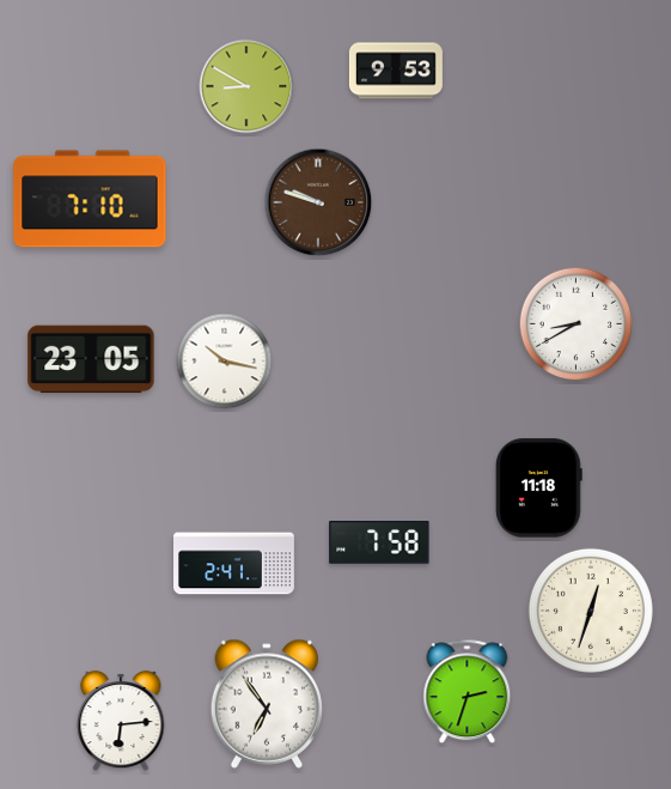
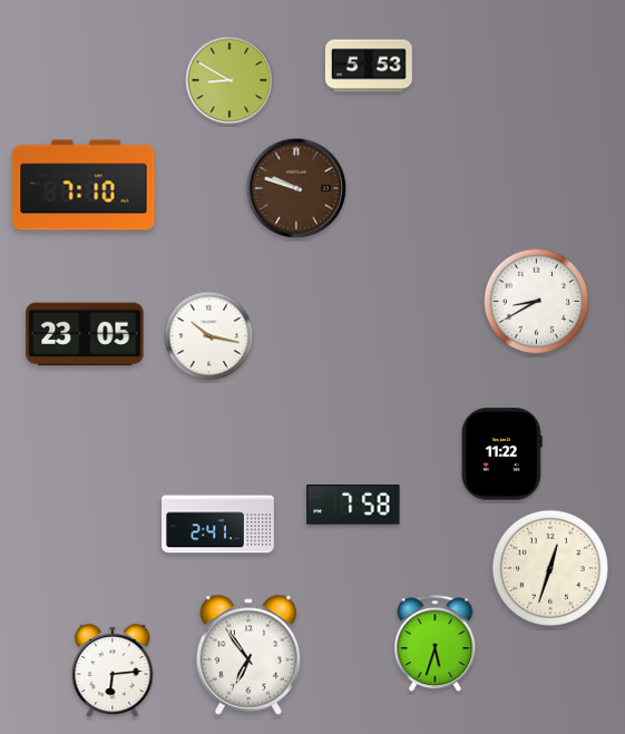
clock at (396, 71): 9:53 -> 5:53
clock at (538, 488): 11:18 -> 11:22
clock at (468, 692): 2:33 -> 5:33
